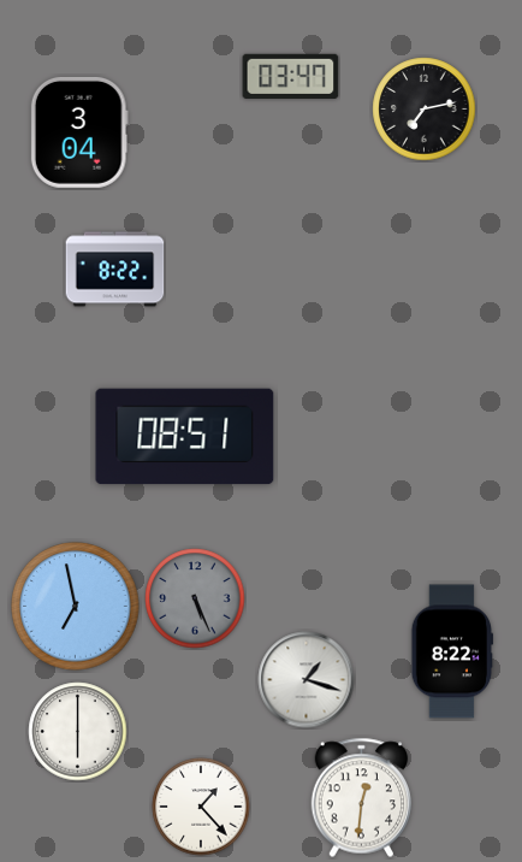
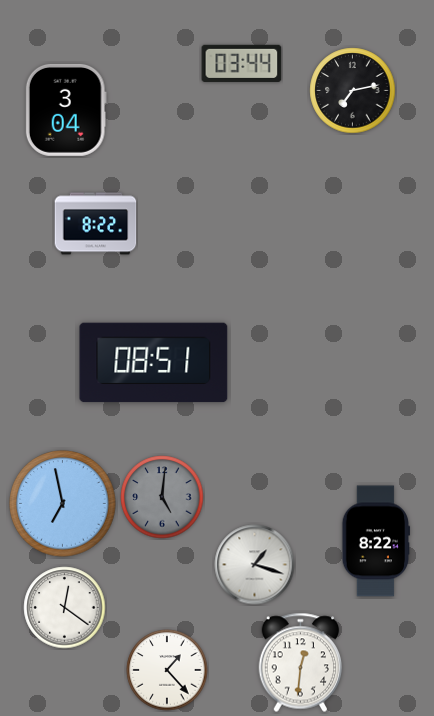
clock at (291, 76): 03:47 -> 03:44
clock at (195, 598): 5:26 -> 5:01
clock at (78, 732): 6:00 -> 12:21
